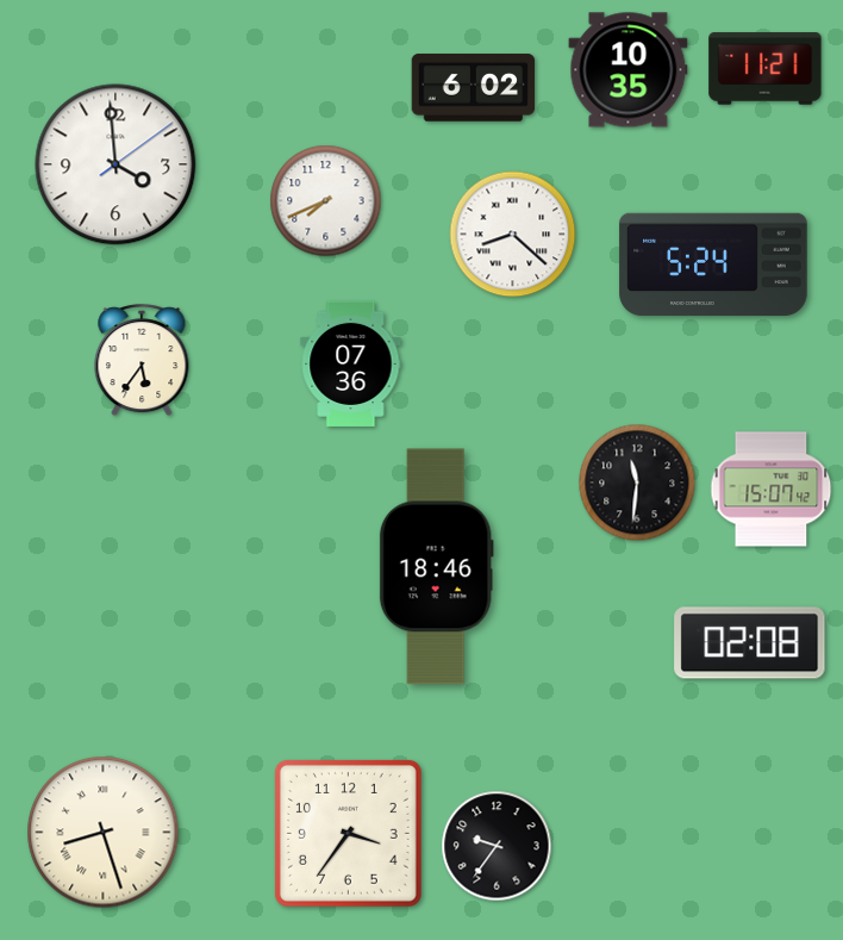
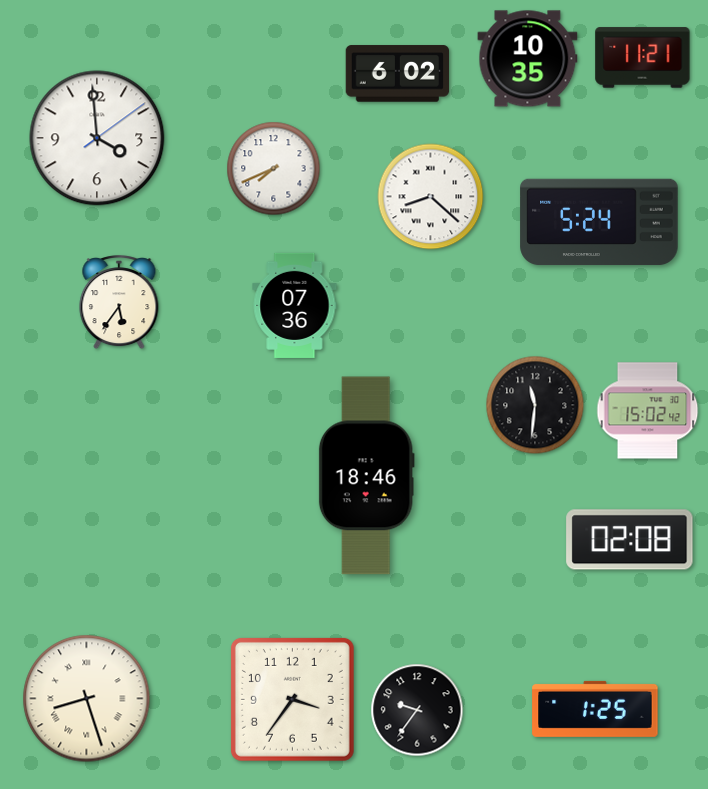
clock at (772, 490): 15:07 -> 15:02
clock at (595, 709): none -> 1:25
